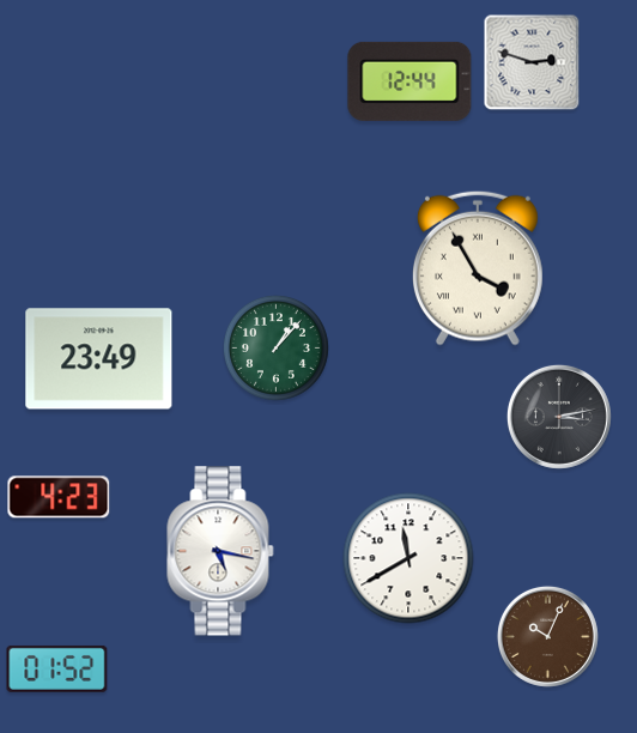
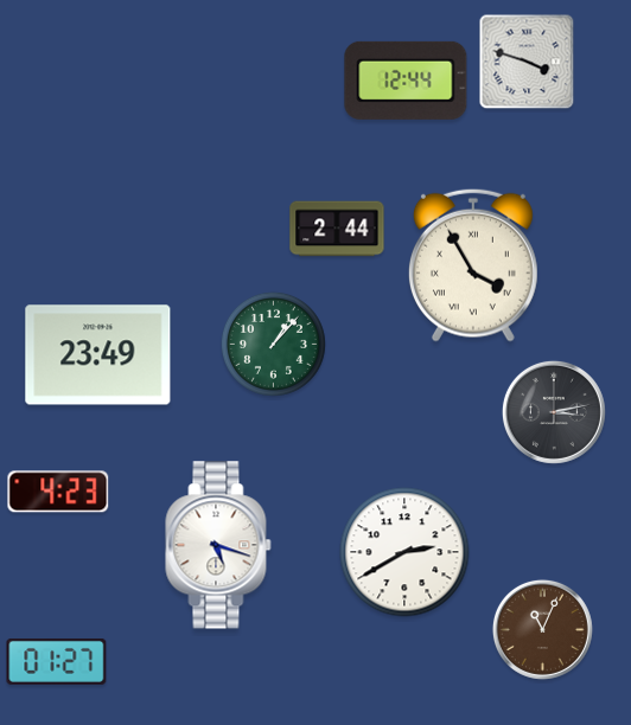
clock at (532, 62): 2:48 -> 3:48
clock at (337, 229): none -> 2:44
clock at (220, 551): 5:17 -> 5:18
clock at (408, 558): 11:40 -> 2:40
clock at (547, 636): 10:04 -> 11:04
clock at (57, 668): 01:52 -> 01:27
